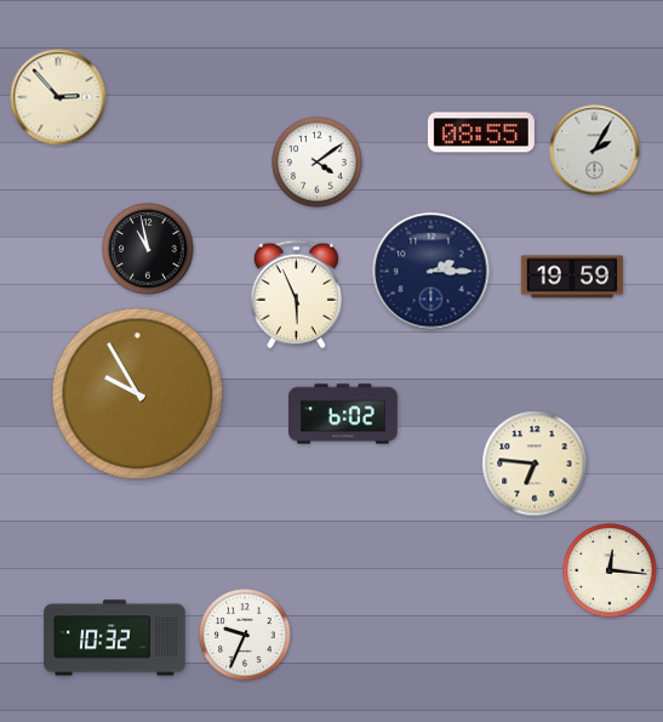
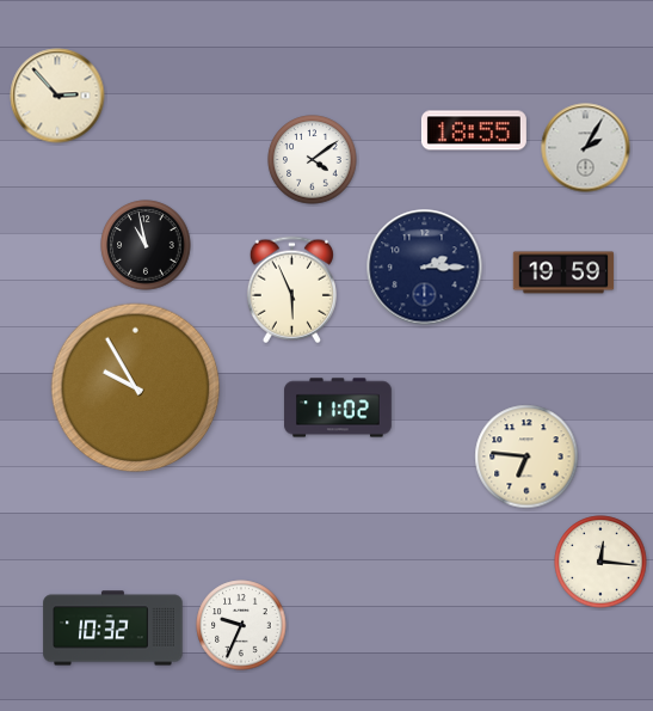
clock at (481, 132): 08:55 -> 18:55
clock at (343, 414): 6:02 -> 11:02
